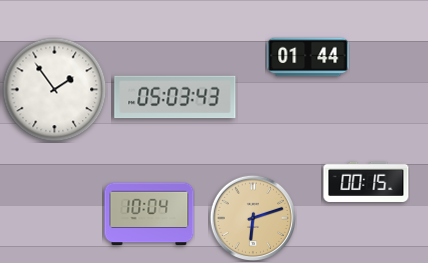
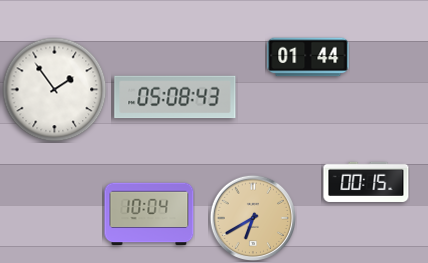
clock at (175, 97): 05:03 -> 05:08
clock at (252, 217): 6:12 -> 6:40
